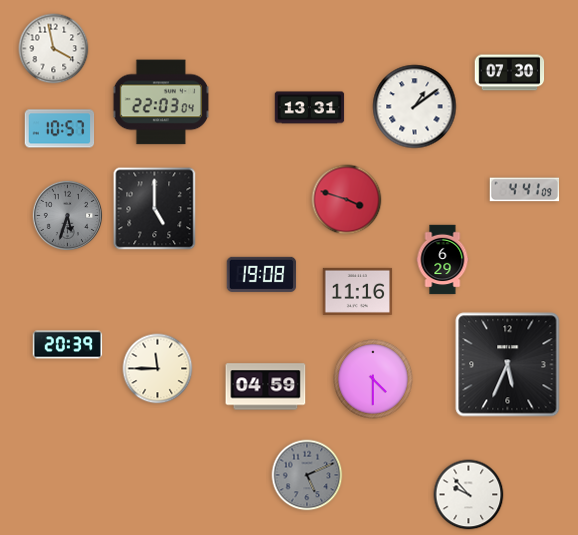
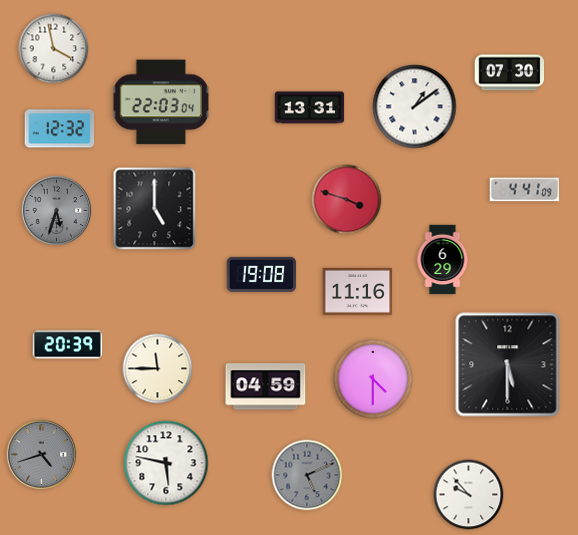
clock at (60, 129): 10:57 -> 12:32
clock at (67, 215) position: (67, 215) -> (56, 210)
clock at (508, 365): 5:34 -> 5:30
clock at (41, 454): none -> 4:42
clock at (166, 463): none -> 5:47
